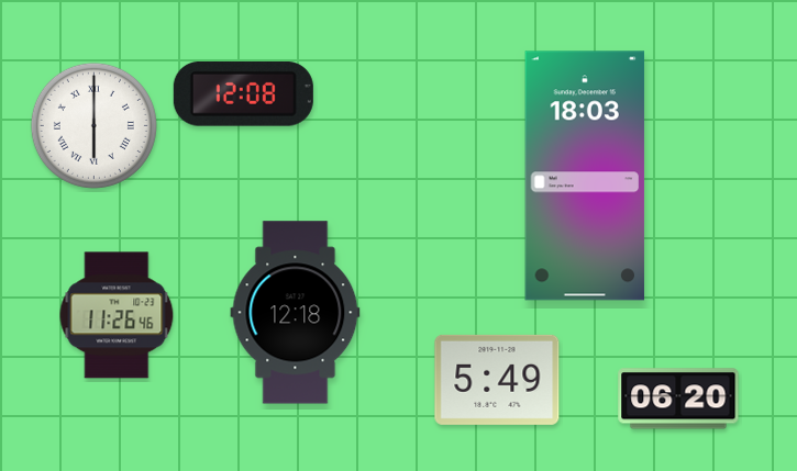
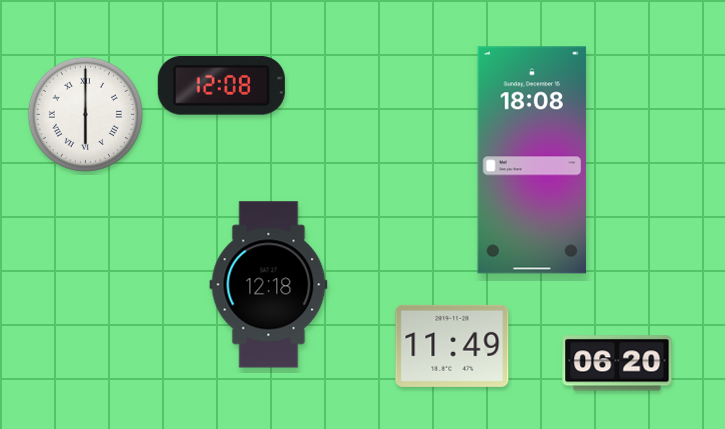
clock at (585, 176): 18:03 -> 18:08
clock at (117, 315): 11:26 -> none
clock at (497, 380): 5:49 -> 11:49
